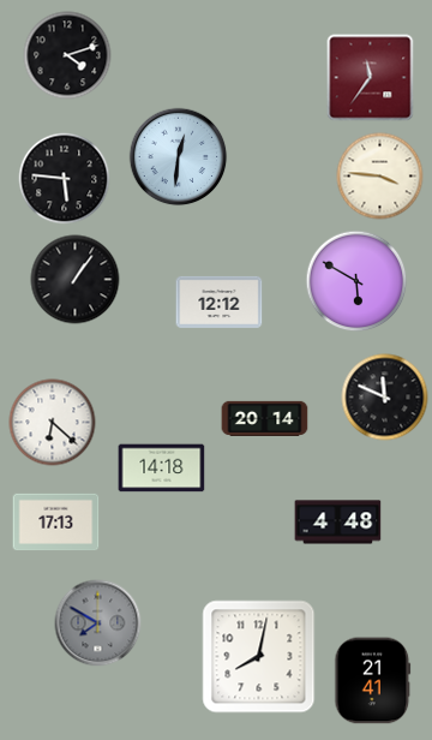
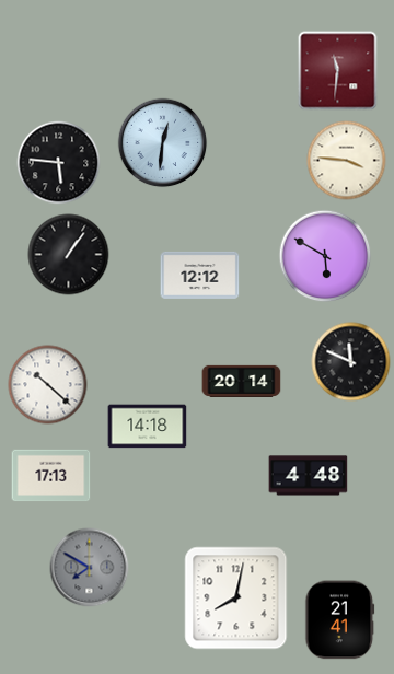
clock at (67, 55): 4:12 -> none
clock at (371, 78): 11:36 -> 11:31
clock at (53, 423): 6:22 -> 10:22
